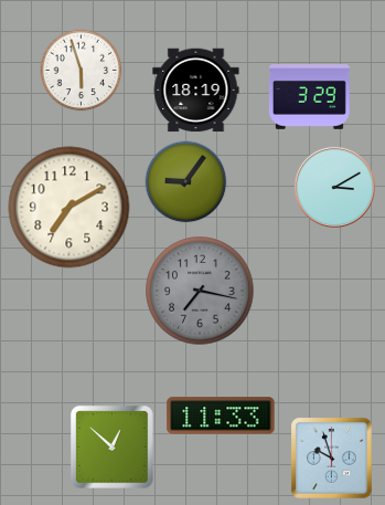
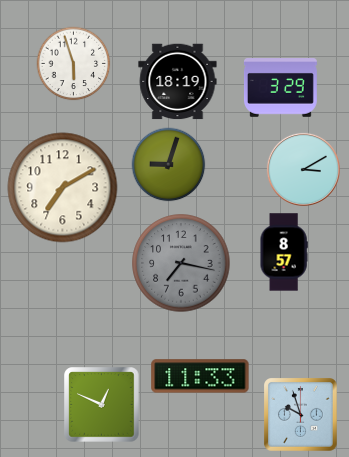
clock at (186, 182): 9:06 -> 9:03
clock at (284, 252): none -> 8:57
clock at (113, 448): 12:52 -> 12:49
